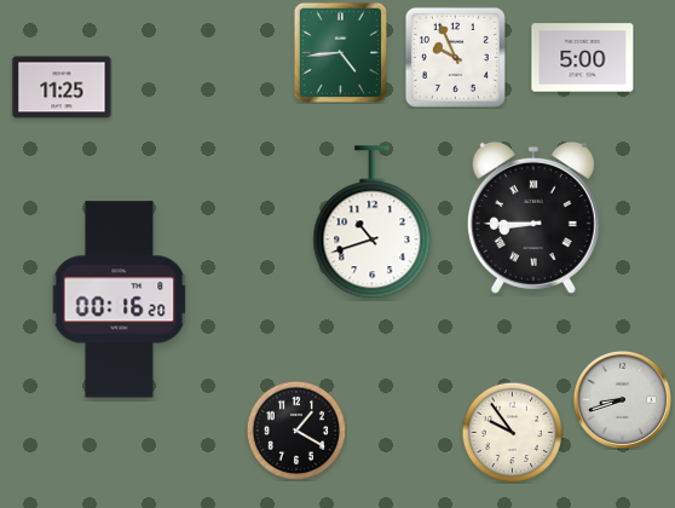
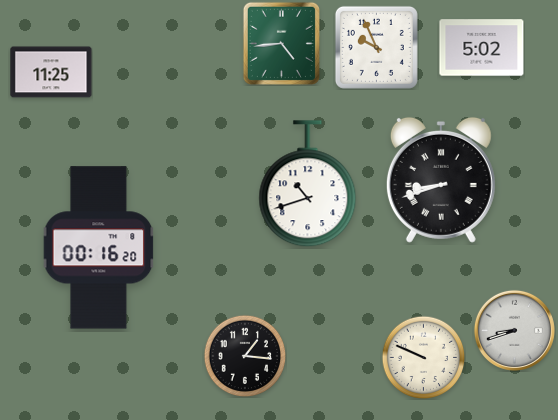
clock at (583, 58): 5:00 -> 5:02
clock at (533, 218): 8:45 -> 8:42
clock at (296, 431): 1:20 -> 1:16
clock at (512, 432): 9:54 -> 9:49
